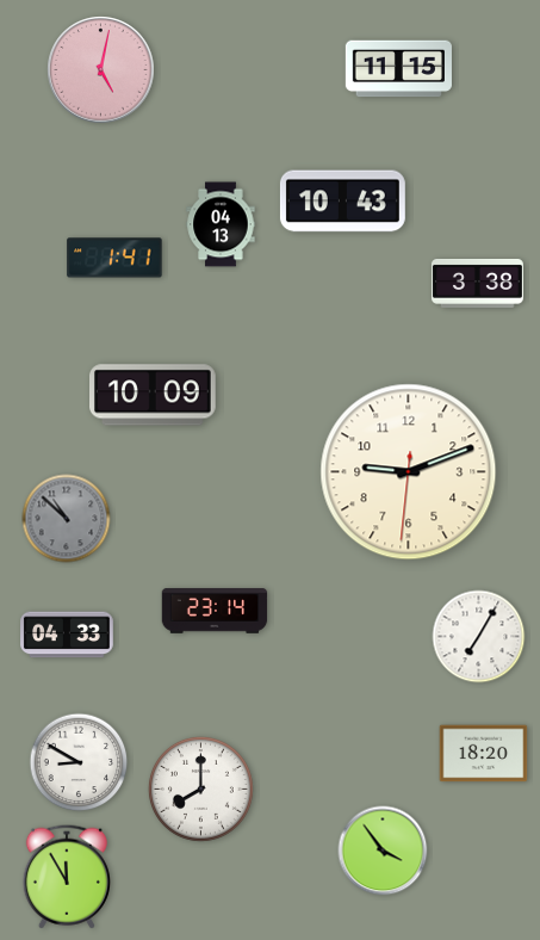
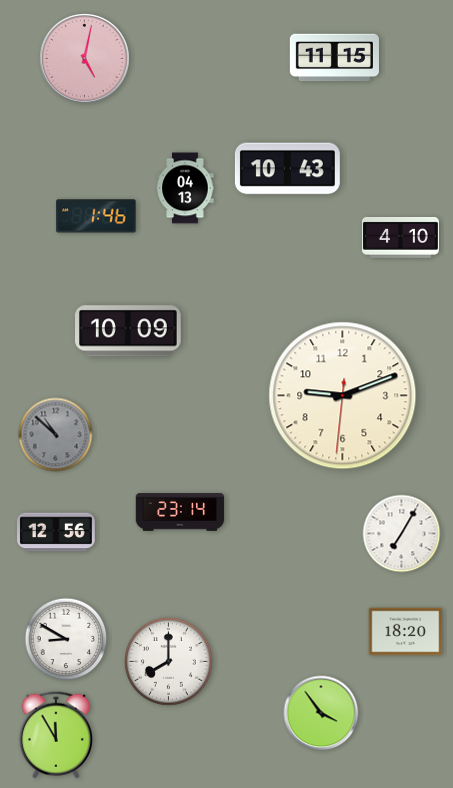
clock at (114, 258): 1:41 -> 1:46
clock at (477, 283): 3:38 -> 4:10
clock at (68, 635): 04:33 -> 12:56
